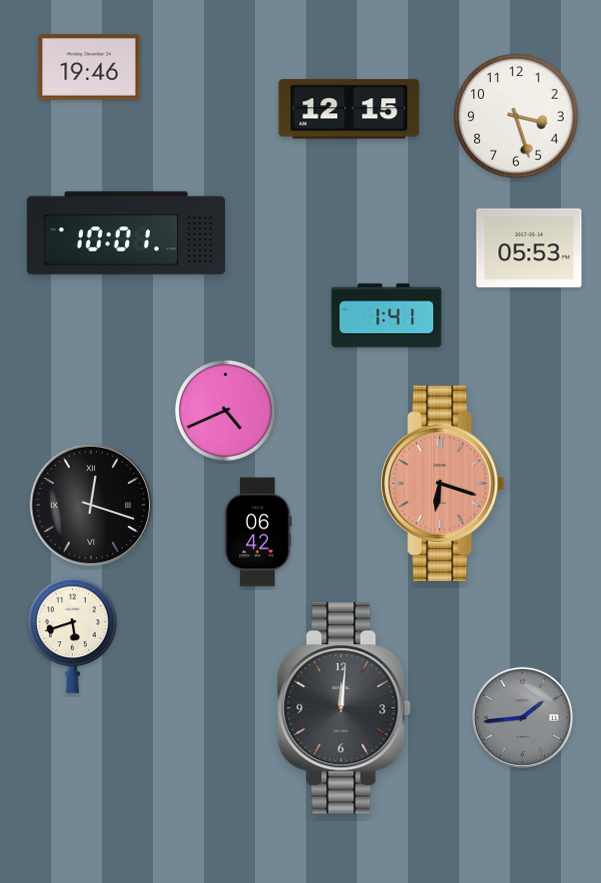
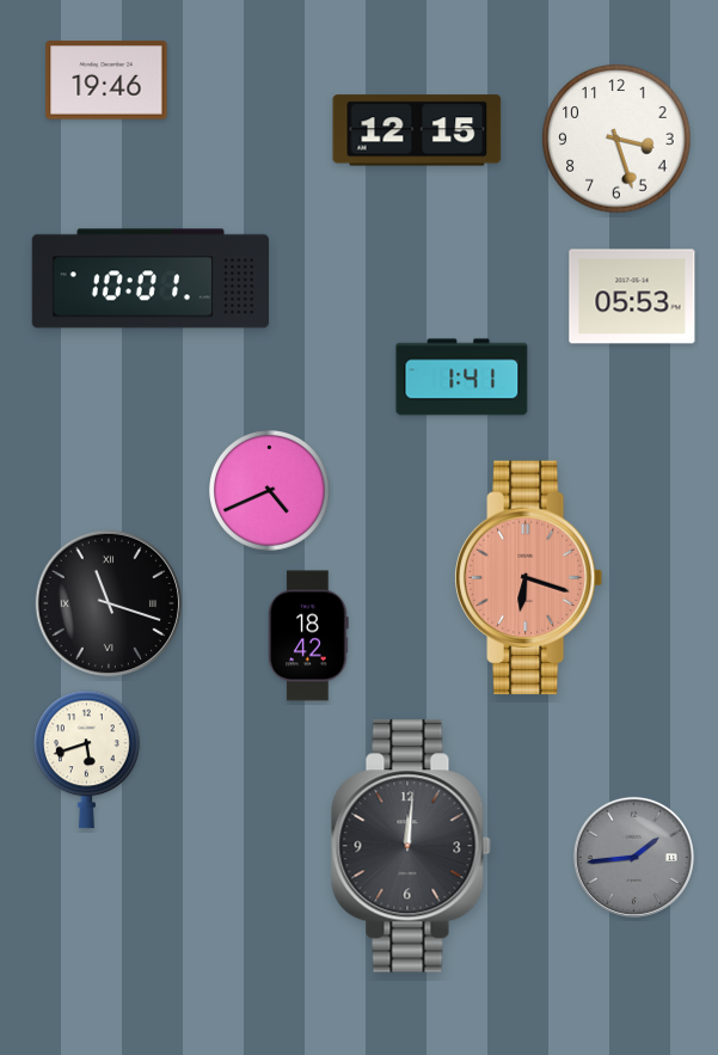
clock at (90, 504): 12:18 -> 11:18
clock at (258, 532): 06:42 -> 18:42
clock at (522, 717) position: (522, 717) -> (633, 857)
